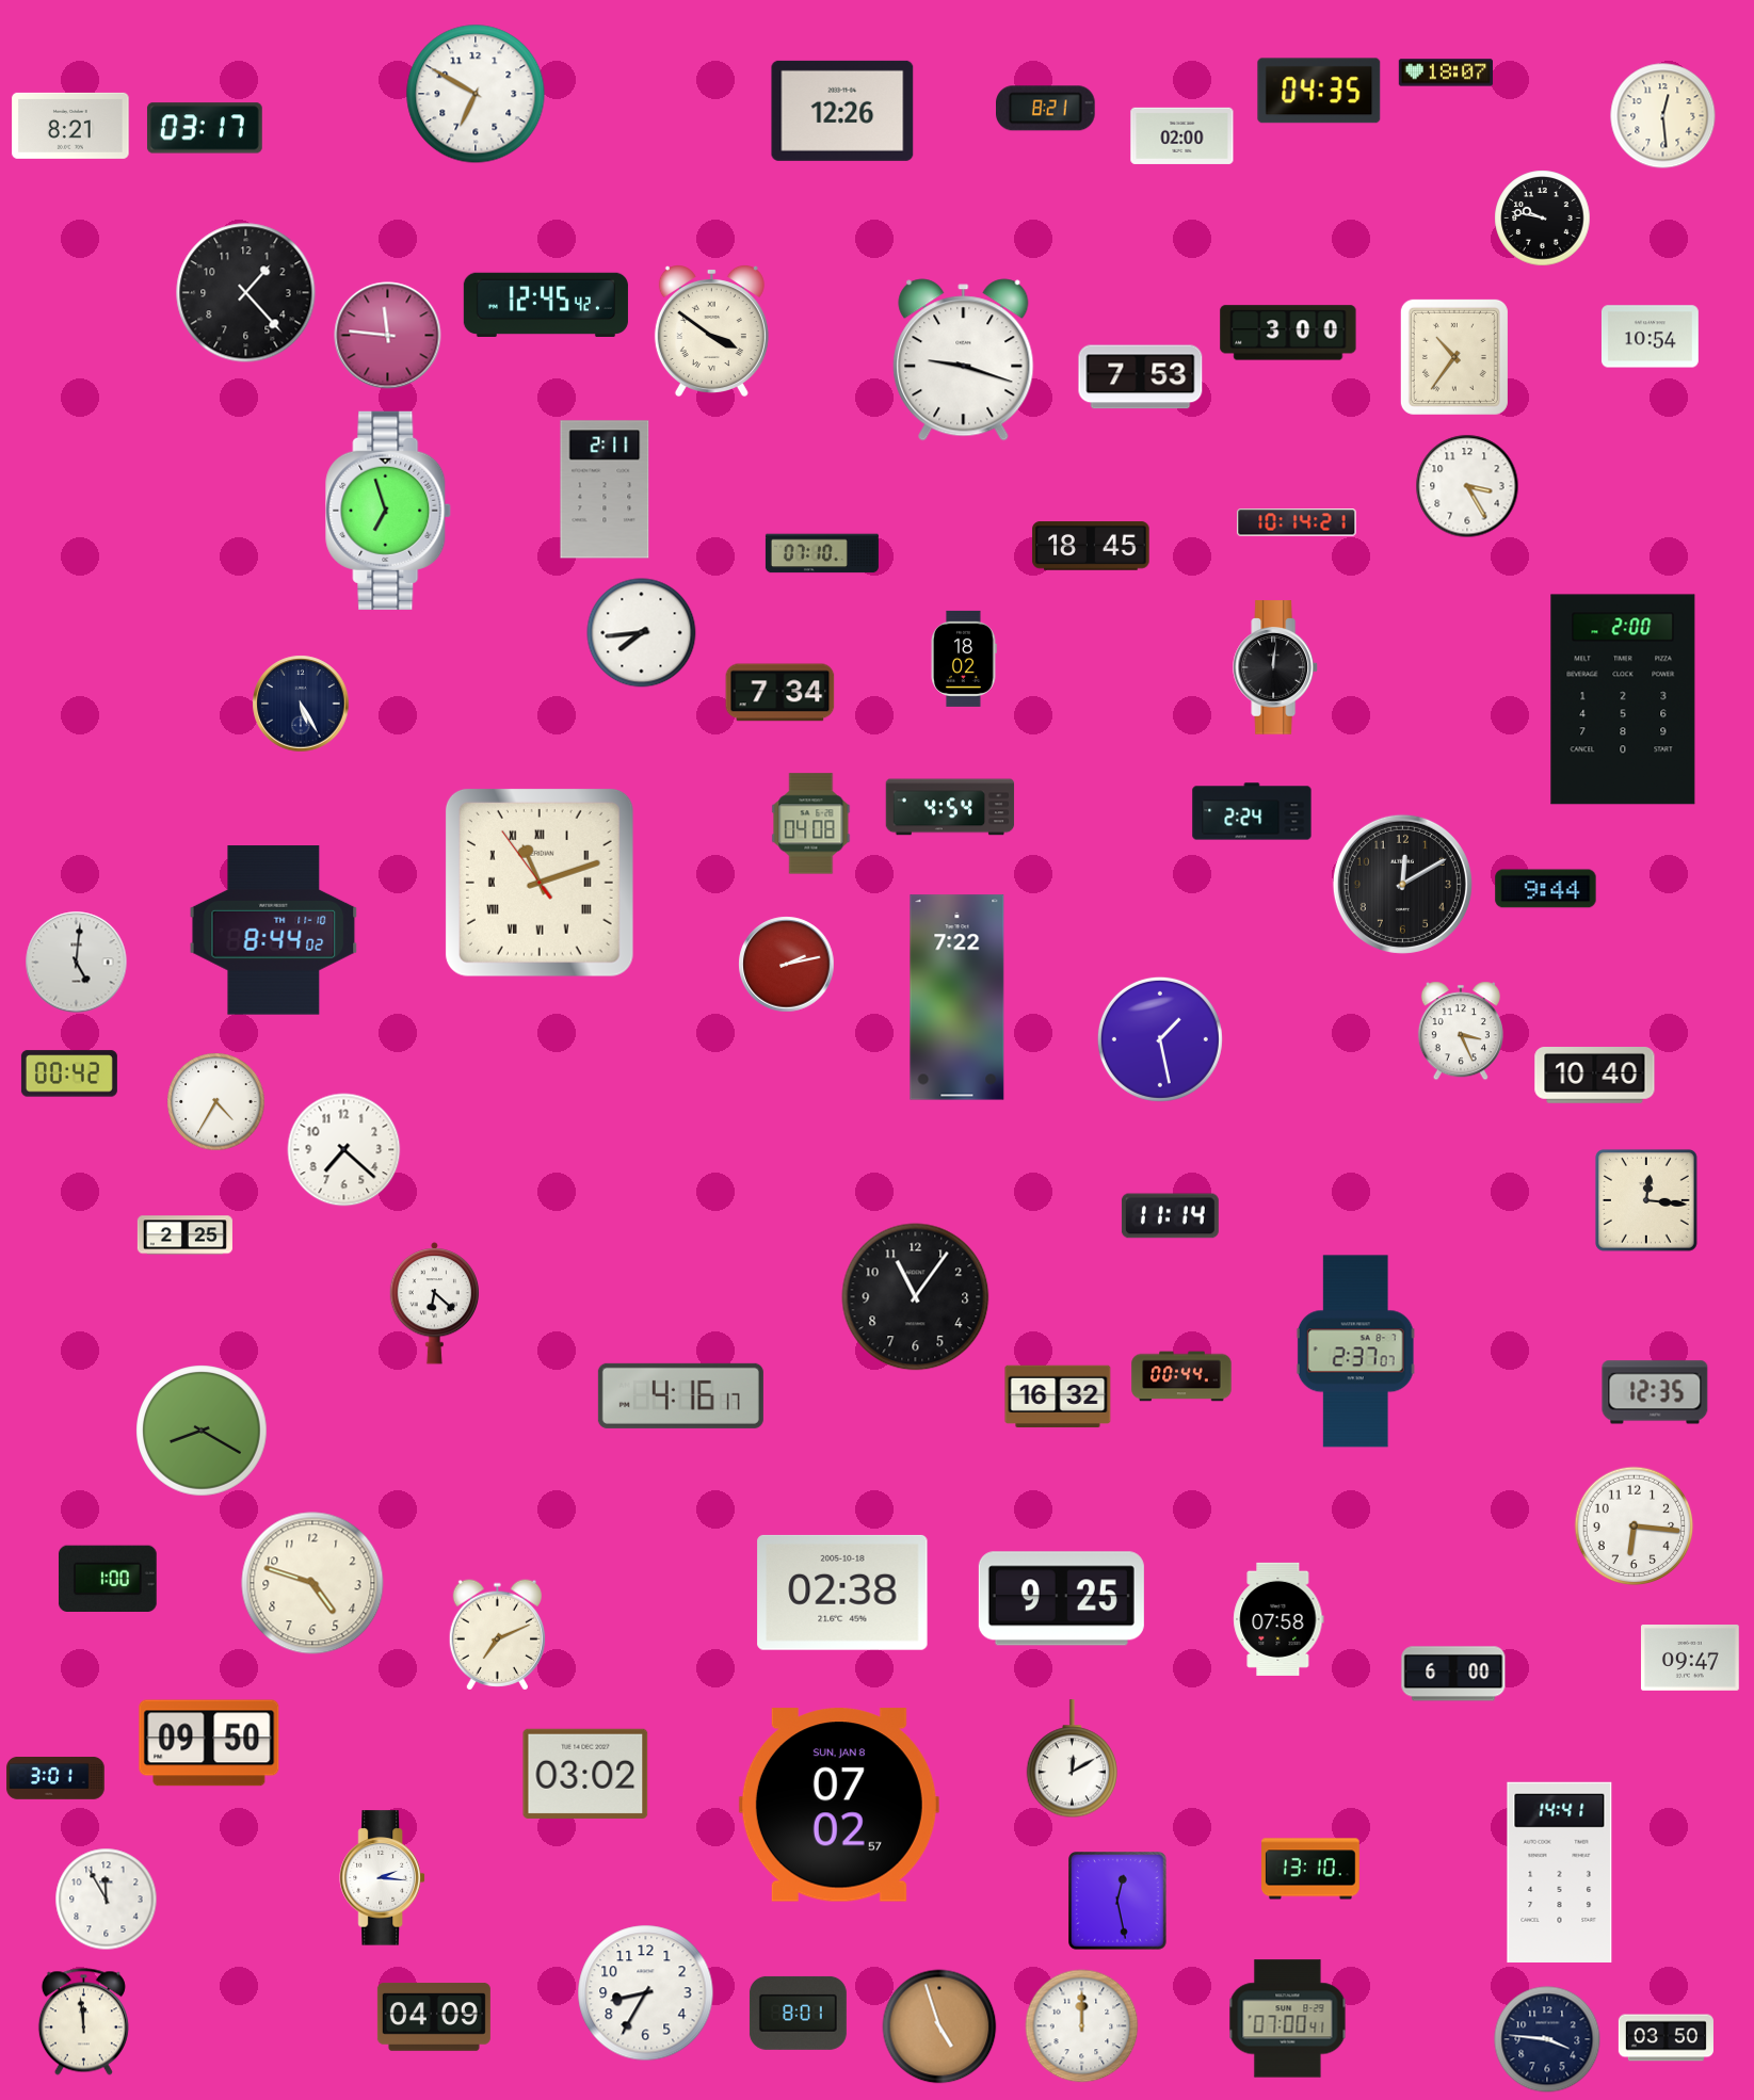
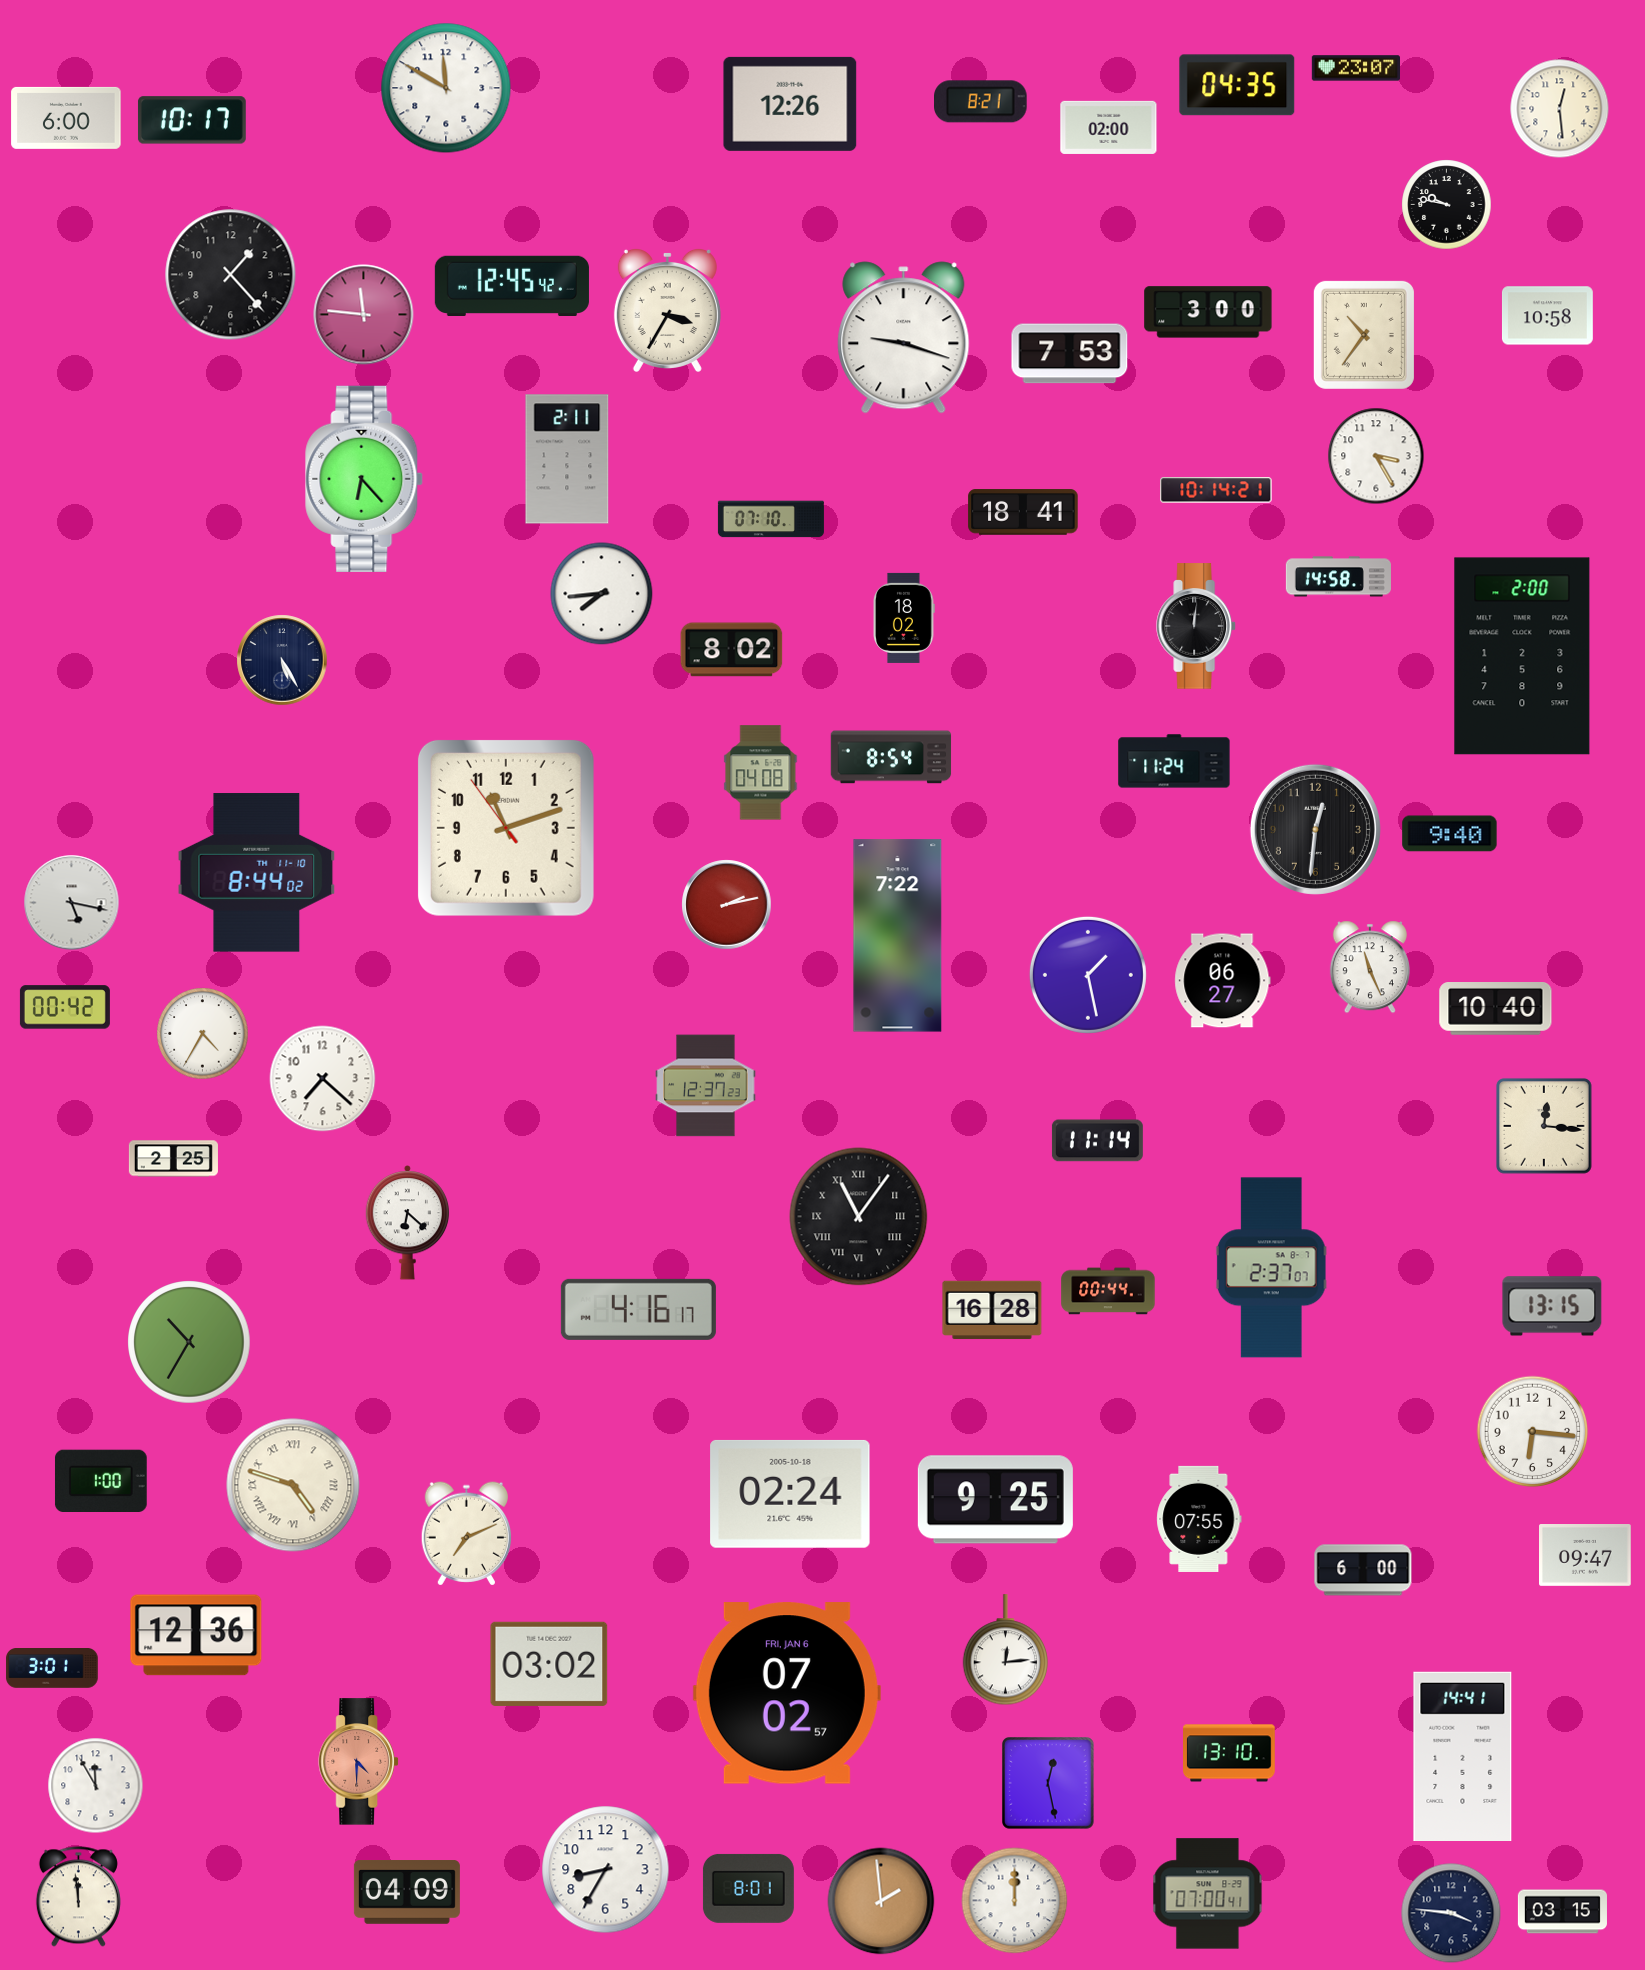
clock at (1445, 72): 18:07 -> 23:07
clock at (476, 94): 6:50 -> 11:50
clock at (70, 126): 8:21 -> 6:00
clock at (205, 128): 03:17 -> 10:17
clock at (711, 330): 3:51 -> 3:35
clock at (1650, 337): 10:54 -> 10:58
clock at (389, 511): 6:57 -> 6:23
clock at (1091, 546): 18:45 -> 18:41
clock at (1338, 577): none -> 14:58
clock at (781, 693): 7:34 -> 8:02
clock at (950, 807): 4:54 -> 8:54
clock at (1252, 811): 2:24 -> 11:24
clock at (540, 883) numerals: Roman -> Arabic
clock at (1402, 884): 12:10 -> 12:31
clock at (1546, 889): 9:44 -> 9:40
clock at (77, 963): 5:01 -> 5:17
clock at (787, 965) position: (787, 965) -> (727, 905)
clock at (1461, 1031): 3:26 -> 11:26
clock at (1223, 981): none -> 06:27
clock at (706, 1086): none -> 12:37
clock at (916, 1297) numerals: Arabic -> Roman
clock at (1655, 1392): 12:35 -> 13:15
clock at (1058, 1396): 16:32 -> 16:28
clock at (202, 1431): 8:20 -> 10:35
clock at (312, 1583) numerals: Arabic -> Roman
clock at (842, 1593): 02:38 -> 02:24
clock at (1278, 1619): 07:58 -> 07:55
clock at (209, 1743): 09:50 -> 12:36
clock at (1072, 1759): 12:10 -> 12:14
clock at (839, 1805) date: SUN, JAN 8 -> FRI, JAN 6
clock at (383, 1878): 2:16 -> 4:30
clock at (383, 1878) dial: white -> salmon
clock at (107, 1900) position: (107, 1900) -> (96, 1786)
clock at (939, 2026): 4:57 -> 1:59
clock at (1666, 2038): 03:50 -> 03:15
